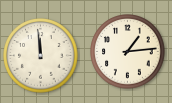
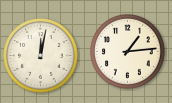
clock at (41, 56): 11:59 -> 12:02
